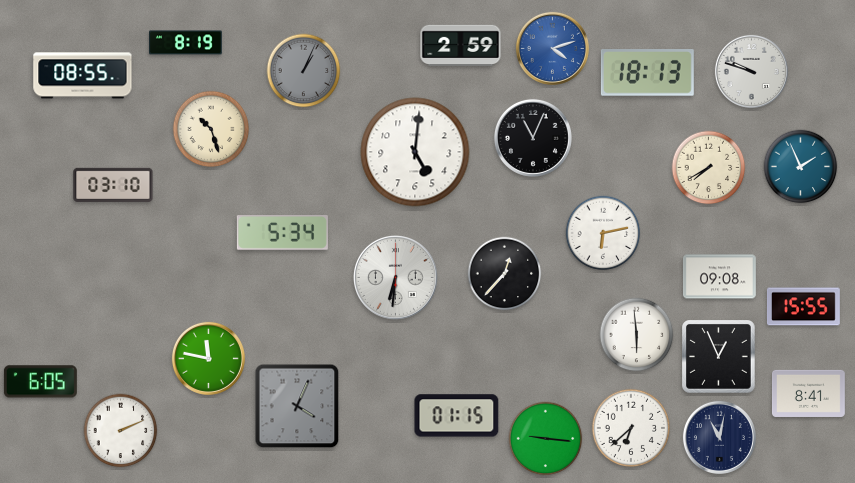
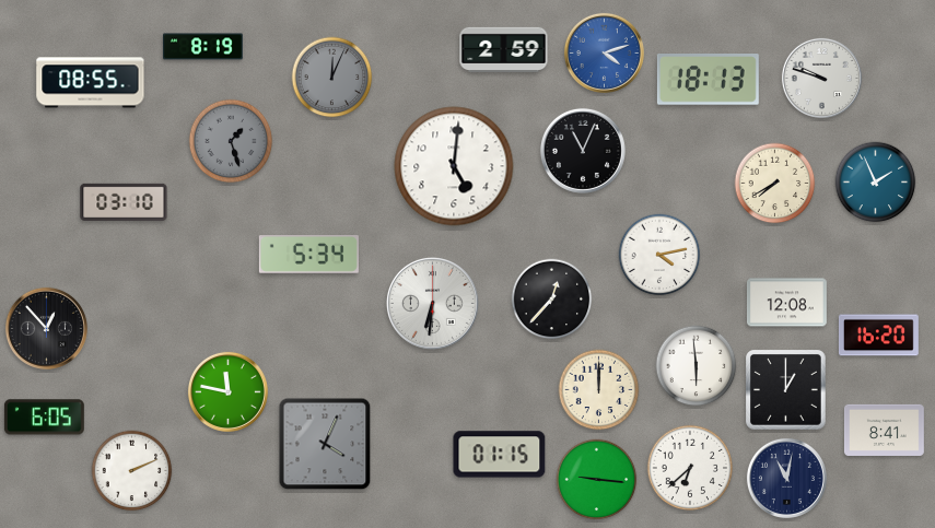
clock at (304, 71): 1:04 -> 12:04
clock at (211, 129): 10:27 -> 1:27
clock at (211, 129) dial: cream -> grey
clock at (603, 233): 6:13 -> 4:13
clock at (719, 277): 09:08 -> 12:08
clock at (46, 328): none -> 12:53
clock at (803, 307): 15:55 -> 16:20
clock at (599, 390): none -> 12:00
clock at (719, 357): 12:56 -> 1:00
